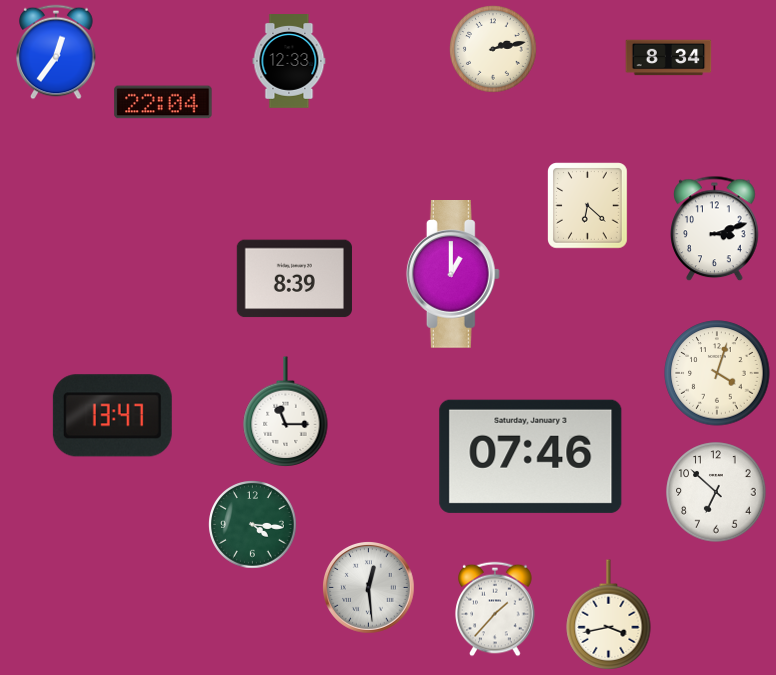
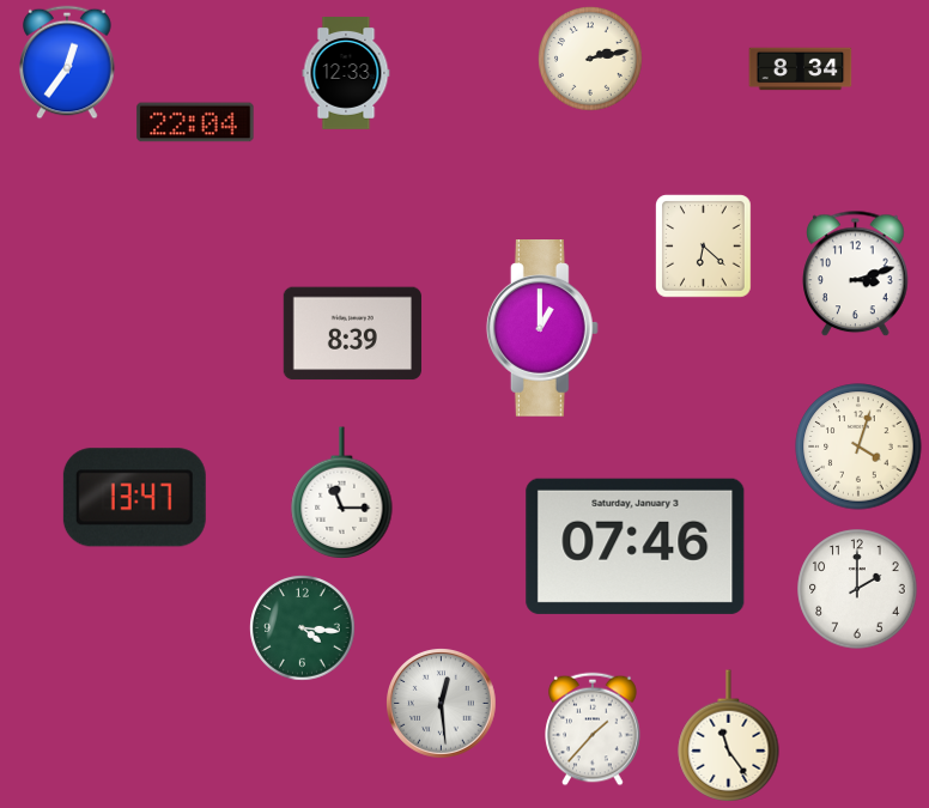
clock at (716, 492): 6:52 -> 2:00
clock at (609, 614): 3:43 -> 11:24
